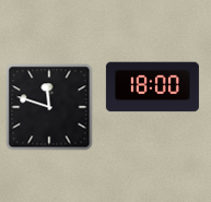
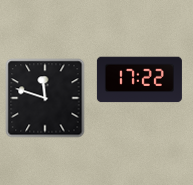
clock at (152, 87): 18:00 -> 17:22
